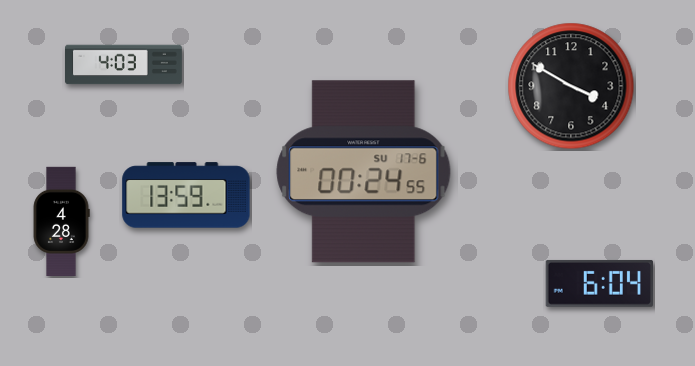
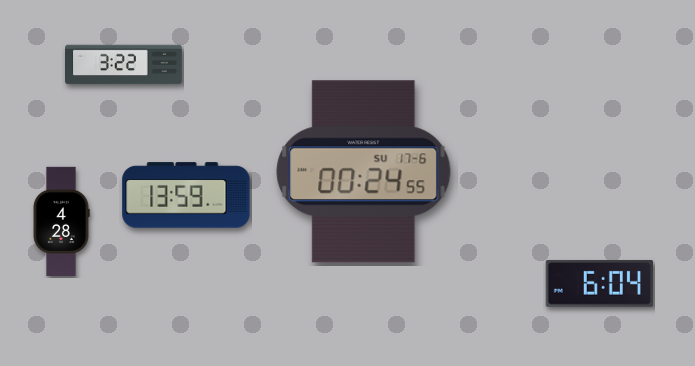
clock at (124, 65): 4:03 -> 3:22
clock at (571, 86): 3:50 -> none
